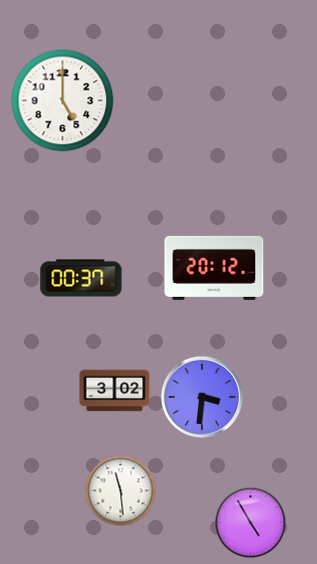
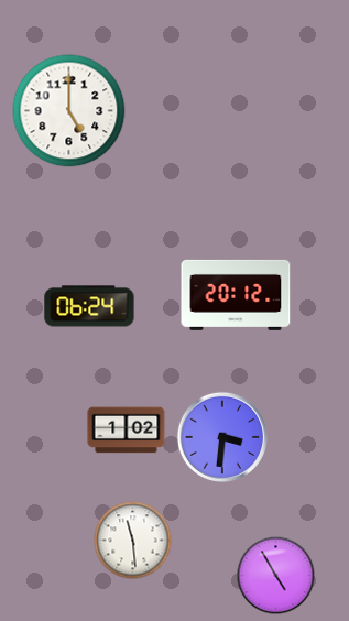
clock at (81, 278): 00:37 -> 06:24
clock at (115, 391): 3:02 -> 1:02
